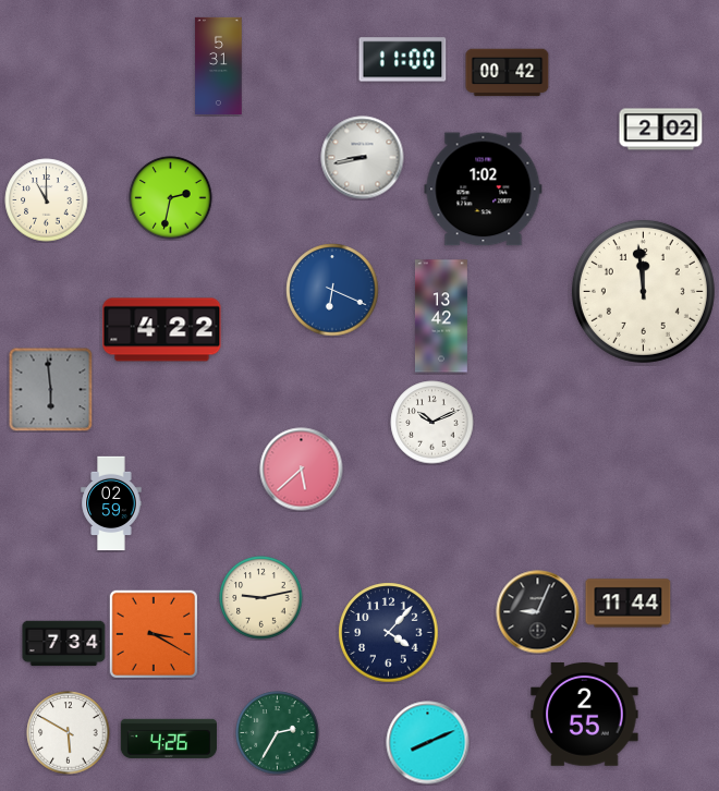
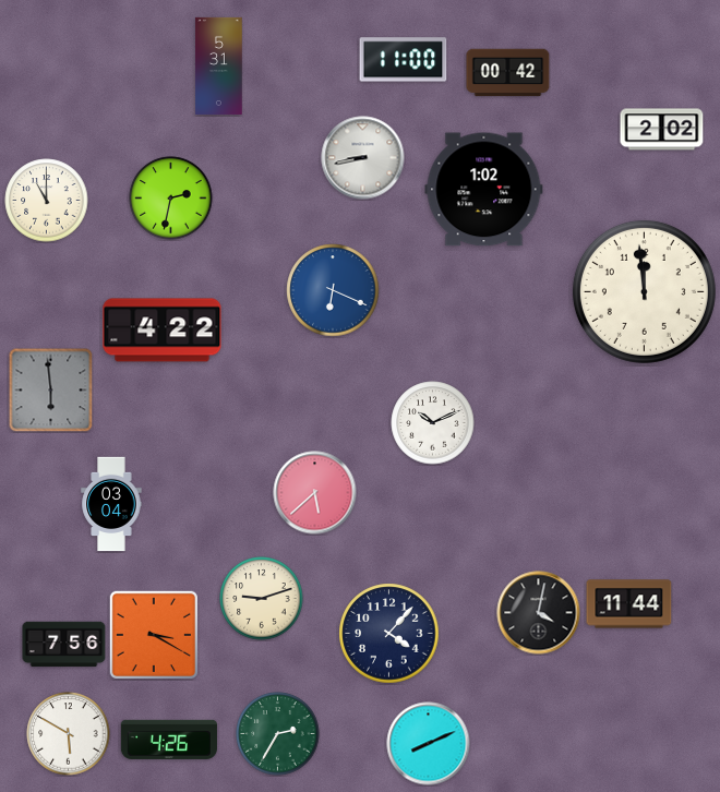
clock at (441, 316): 13:42 -> none
clock at (302, 470) position: (302, 470) -> (315, 493)
clock at (111, 503): 02:59 -> 03:04
clock at (261, 598): 9:13 -> 9:12
clock at (538, 612): 9:04 -> 4:02
clock at (64, 644): 7:34 -> 7:56
clock at (585, 715): 2:55 -> none
